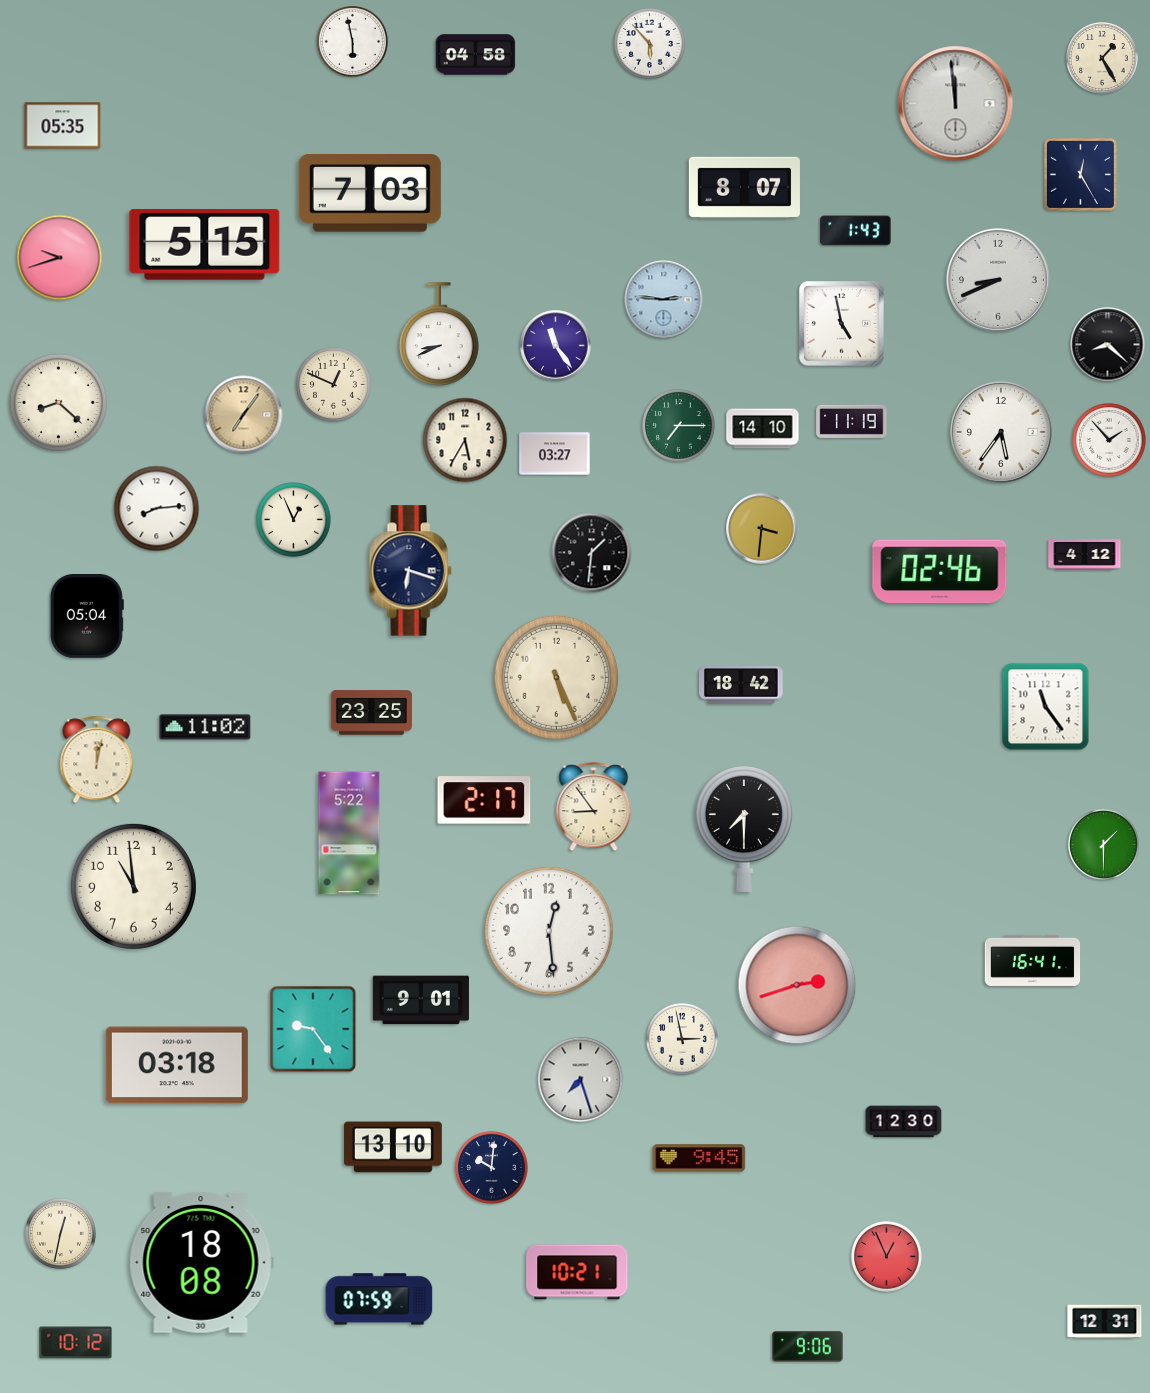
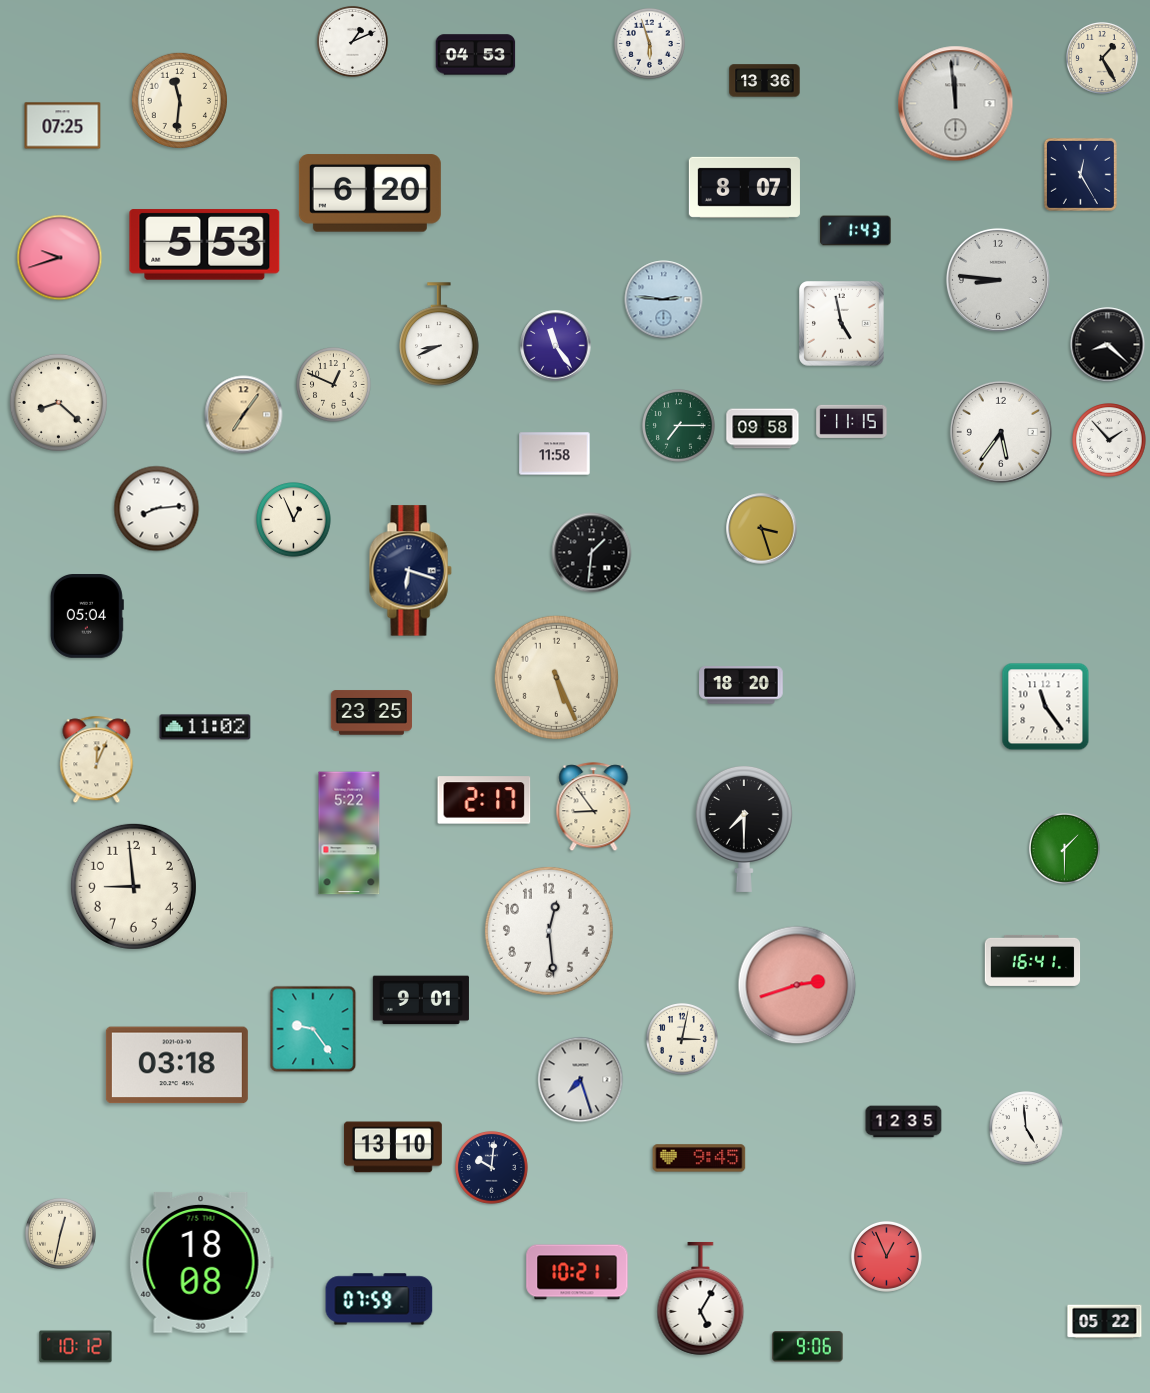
clock at (352, 41): 5:58 -> 1:11
clock at (649, 43): 5:53 -> 5:57
clock at (476, 55): 04:58 -> 04:53
clock at (765, 81): none -> 13:36
clock at (179, 100): none -> 11:31
clock at (63, 126): 05:35 -> 07:25
clock at (370, 193): 7:03 -> 6:20
clock at (205, 245): 5:15 -> 5:53
clock at (998, 280): 8:41 -> 8:46
clock at (852, 421): 11:19 -> 11:15
clock at (763, 429): 14:10 -> 09:58
clock at (465, 440): 5:35 -> none
clock at (555, 454): 03:27 -> 11:58
clock at (762, 529): 3:31 -> 3:27
clock at (1085, 555): 4:12 -> none
clock at (940, 572): 02:46 -> none
clock at (741, 685): 18:42 -> 18:20
clock at (97, 760): 12:02 -> 12:04
clock at (1103, 844) position: (1103, 844) -> (1064, 848)
clock at (133, 886): 10:59 -> 8:59
clock at (683, 1040): 2:58 -> 3:02
clock at (904, 1122): 12:30 -> 12:35
clock at (1026, 1128): none -> 4:59
clock at (701, 1298): none -> 5:05
clock at (1105, 1322): 12:31 -> 05:22
clock at (76, 1343) position: (76, 1343) -> (76, 1347)
